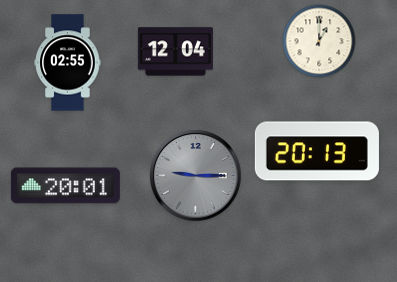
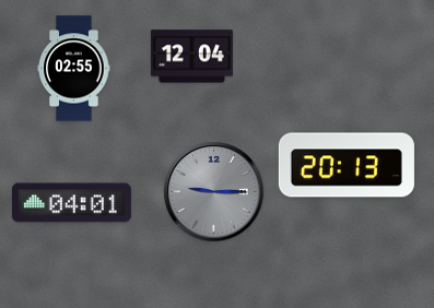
clock at (319, 41): 1:00 -> none
clock at (65, 186): 20:01 -> 04:01
